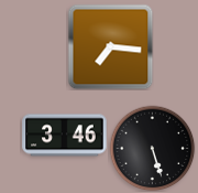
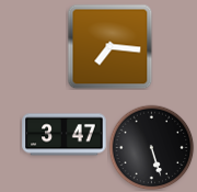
clock at (65, 136): 3:46 -> 3:47
